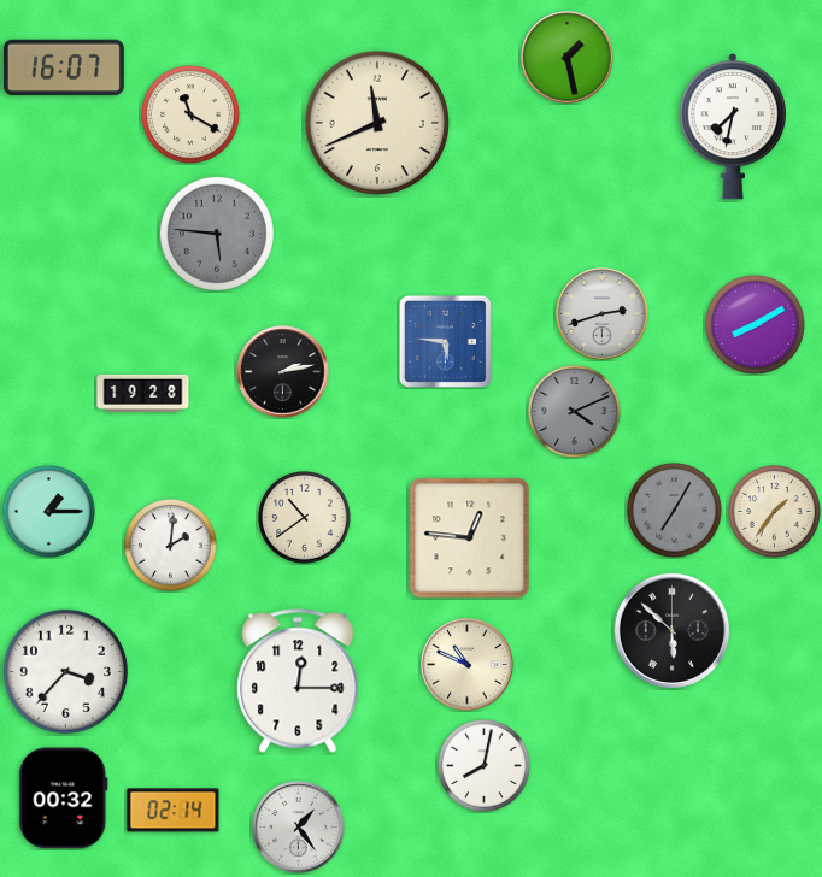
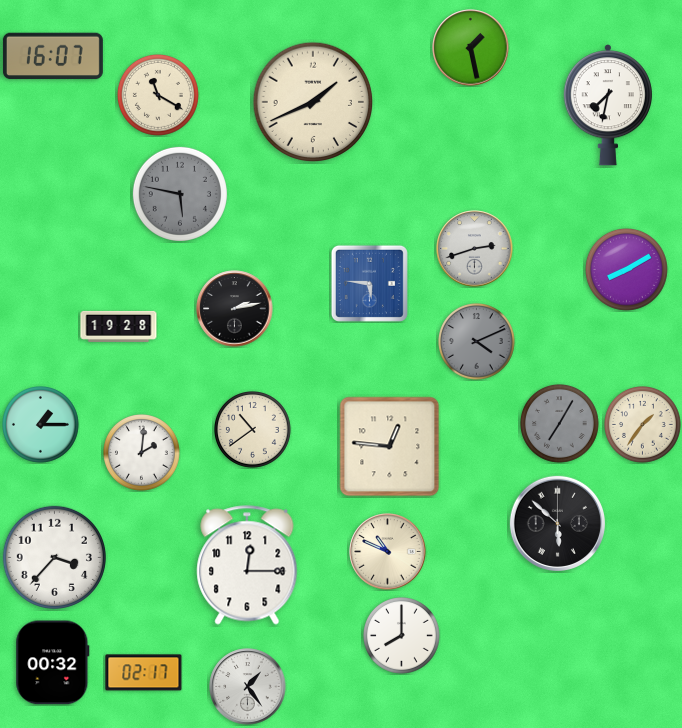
clock at (377, 123): 11:41 -> 1:41
clock at (217, 234): 5:46 -> 5:47
clock at (603, 314) position: (603, 314) -> (475, 249)
clock at (485, 766): 8:02 -> 8:00
clock at (174, 811): 02:14 -> 02:17
